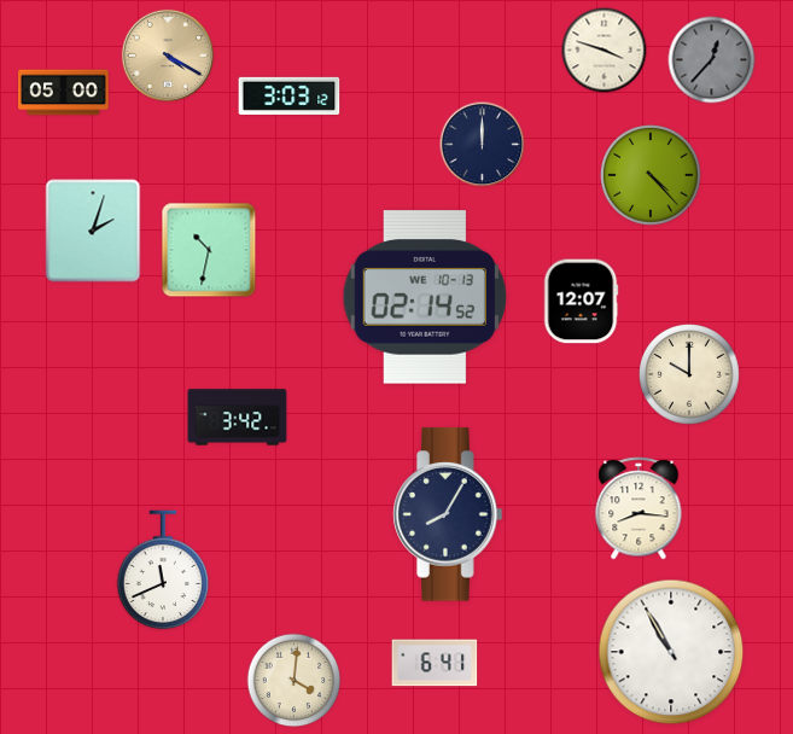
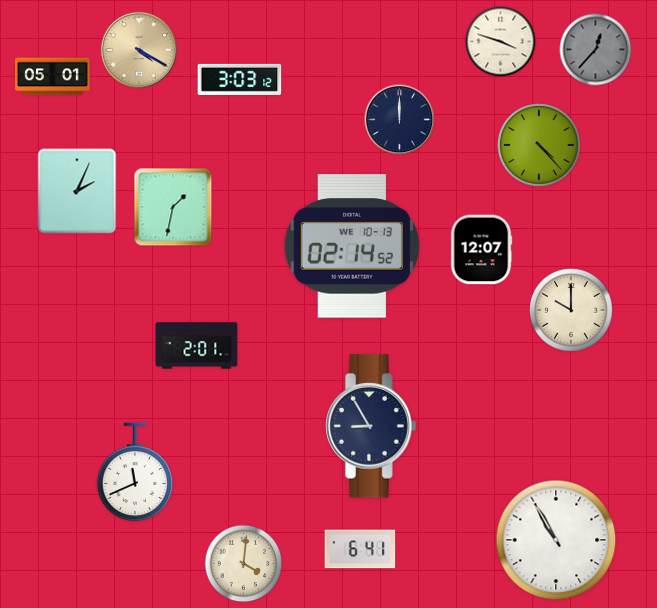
clock at (168, 56) position: (168, 56) -> (139, 50)
clock at (712, 60) position: (712, 60) -> (596, 50)
clock at (64, 93): 05:00 -> 05:01
clock at (93, 231): 2:03 -> 2:04
clock at (209, 250): 10:32 -> 1:32
clock at (238, 418): 3:42 -> 2:01
clock at (639, 508): 8:16 -> none
clock at (448, 514): 8:05 -> 8:55
